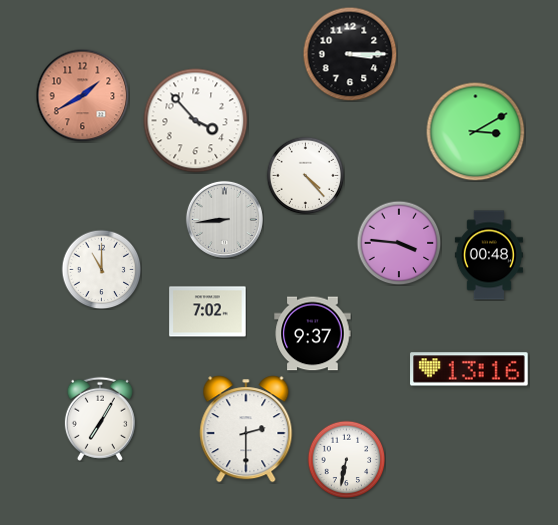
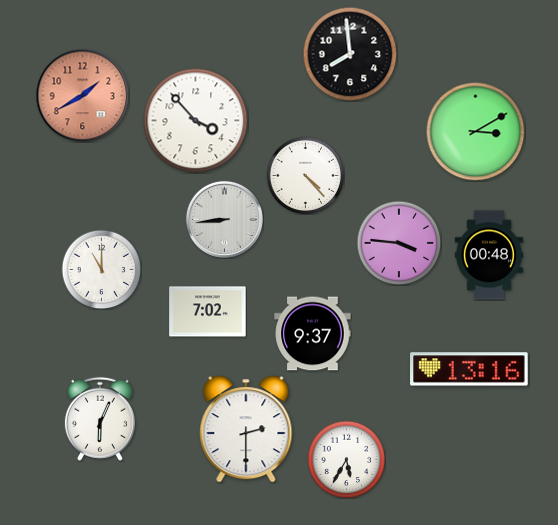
clock at (350, 54): 3:15 -> 7:59
clock at (100, 419): 7:05 -> 6:04
clock at (346, 459): 6:32 -> 5:35
